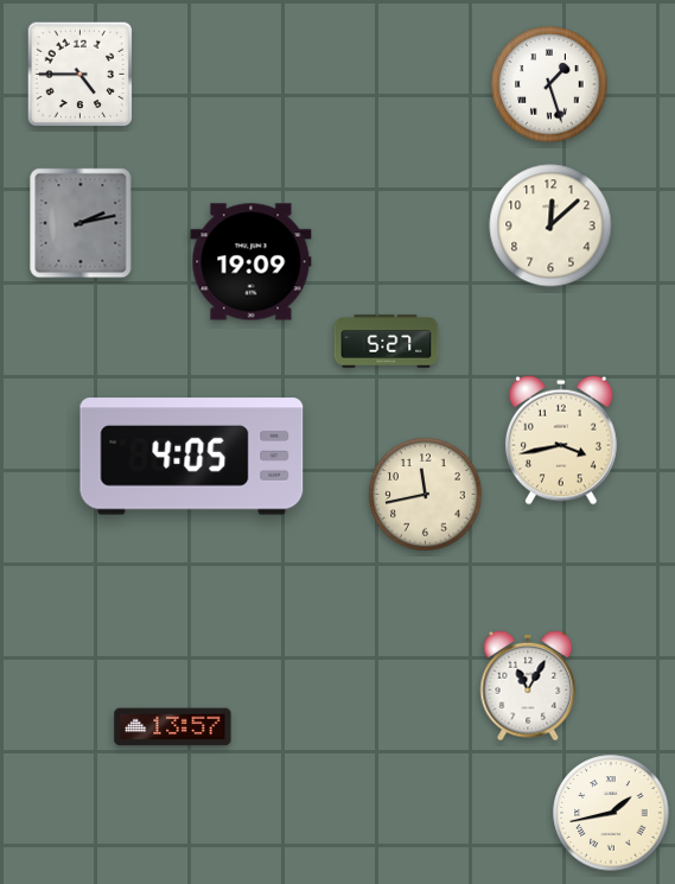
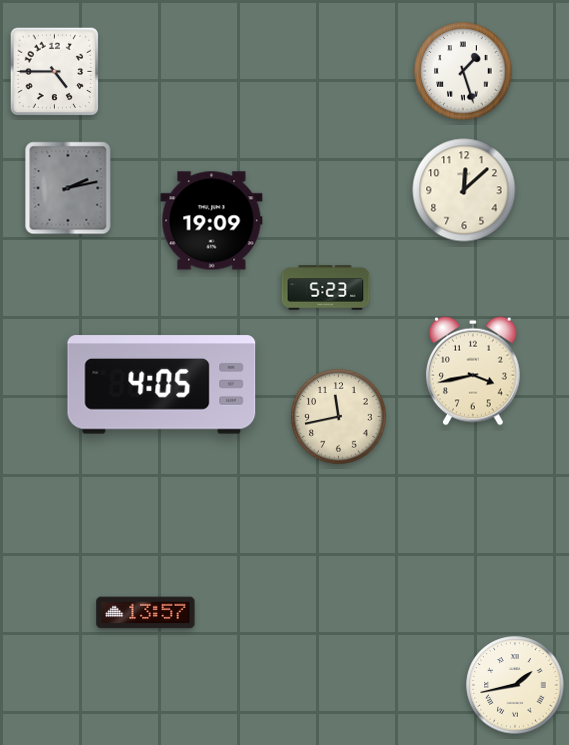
clock at (81, 75) position: (81, 75) -> (55, 72)
clock at (387, 342): 5:27 -> 5:23
clock at (426, 495) position: (426, 495) -> (339, 417)
clock at (528, 686): 11:05 -> none
